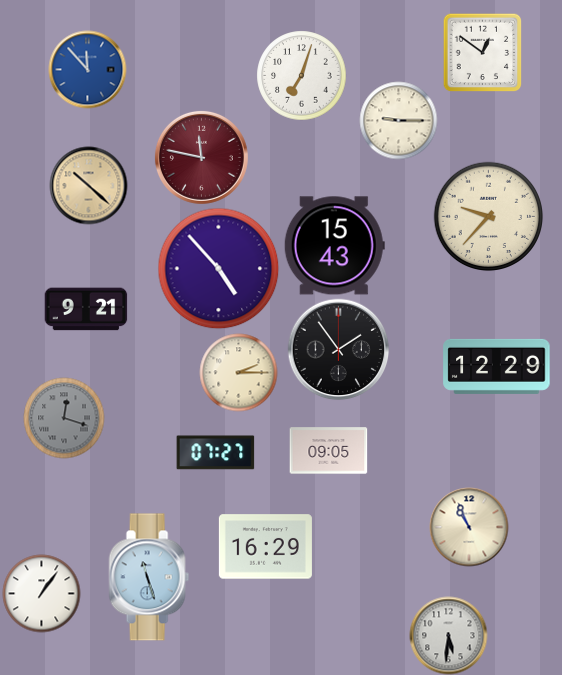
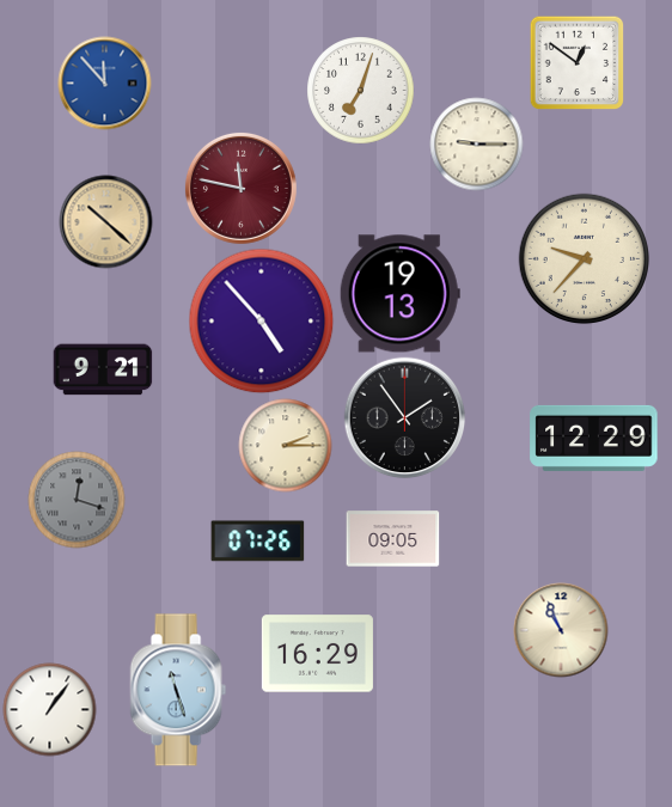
clock at (334, 246): 15:43 -> 19:13
clock at (215, 453): 07:27 -> 07:26
clock at (448, 635): 5:31 -> none
